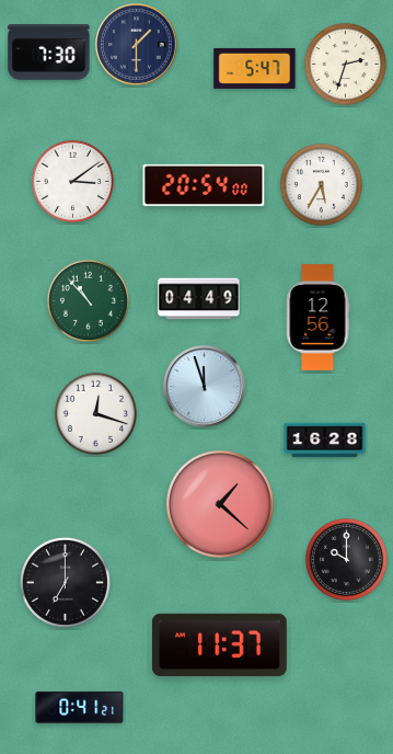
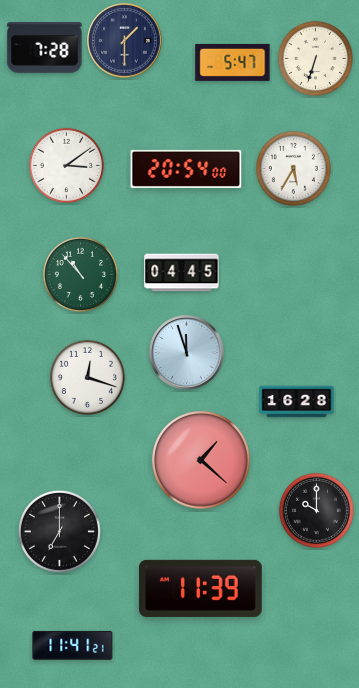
clock at (49, 53): 7:30 -> 7:28
clock at (345, 64): 2:33 -> 6:33
clock at (199, 299): 04:49 -> 04:45
clock at (317, 318): 12:56 -> none
clock at (219, 644): 11:37 -> 11:39
clock at (80, 707): 0:41 -> 11:41
